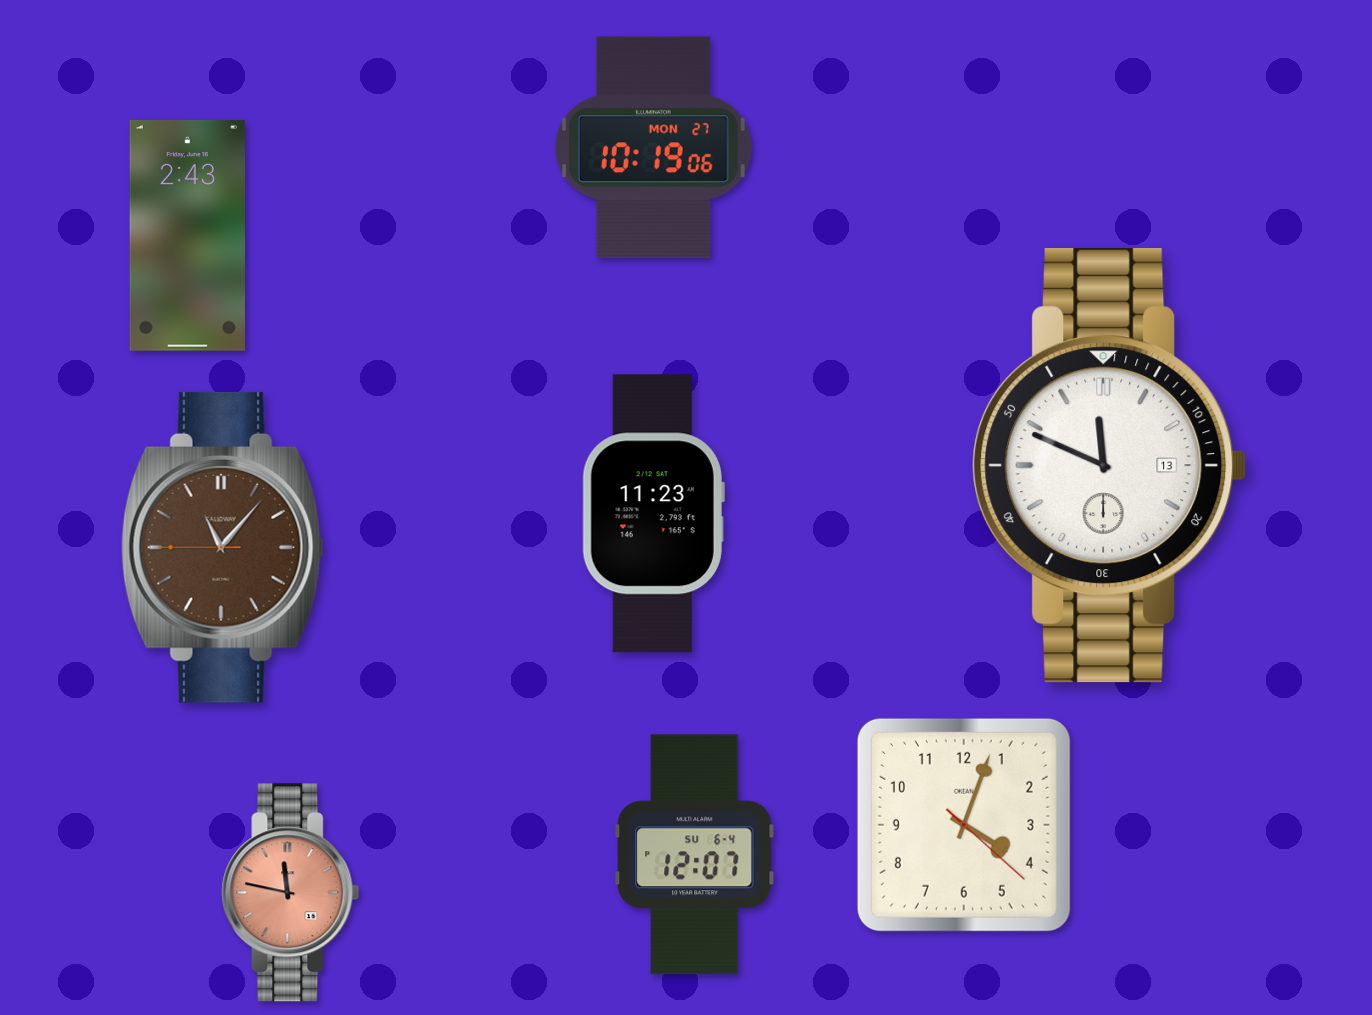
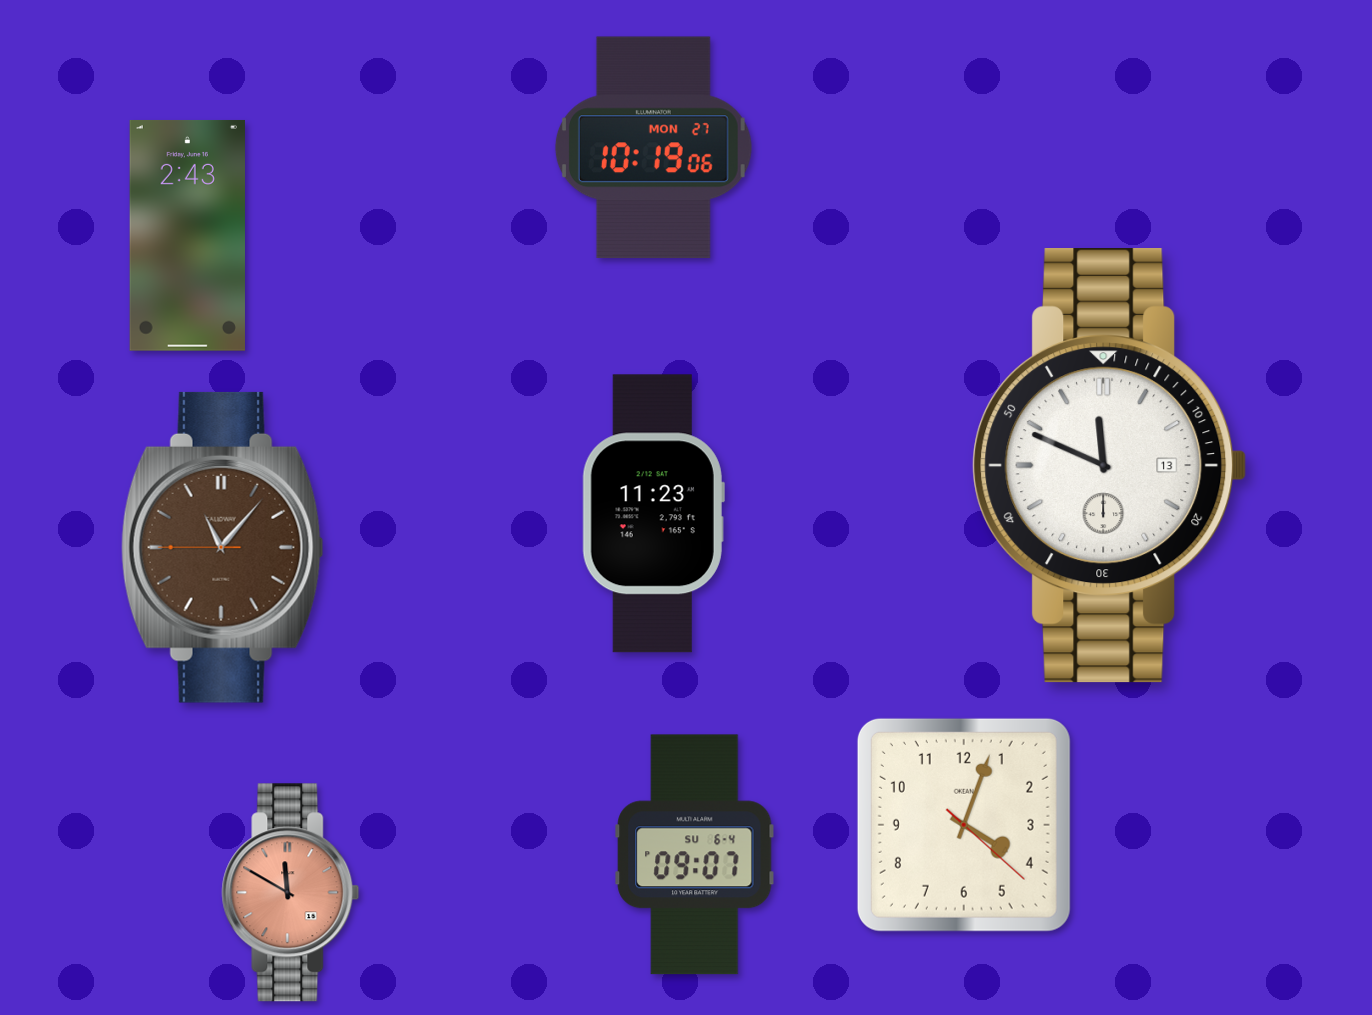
clock at (695, 855): 12:07 -> 09:07
clock at (291, 893): 11:47 -> 11:50
